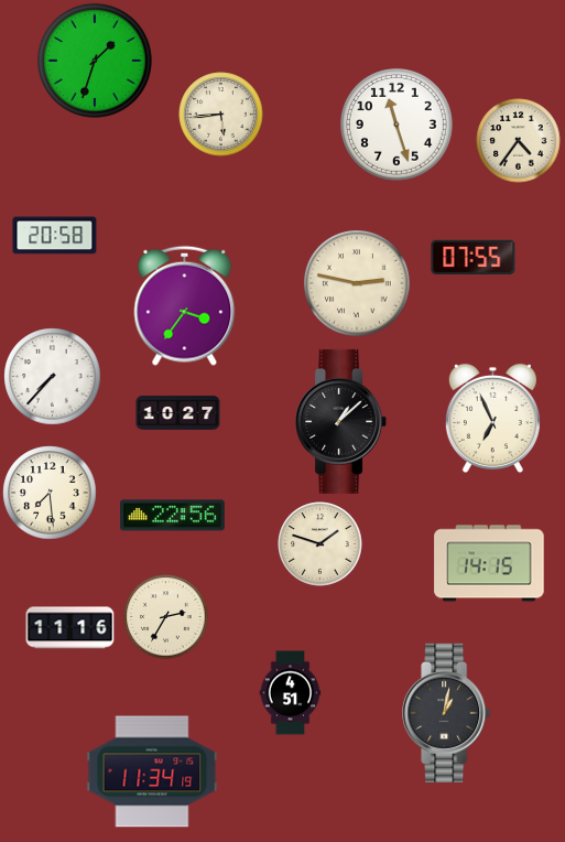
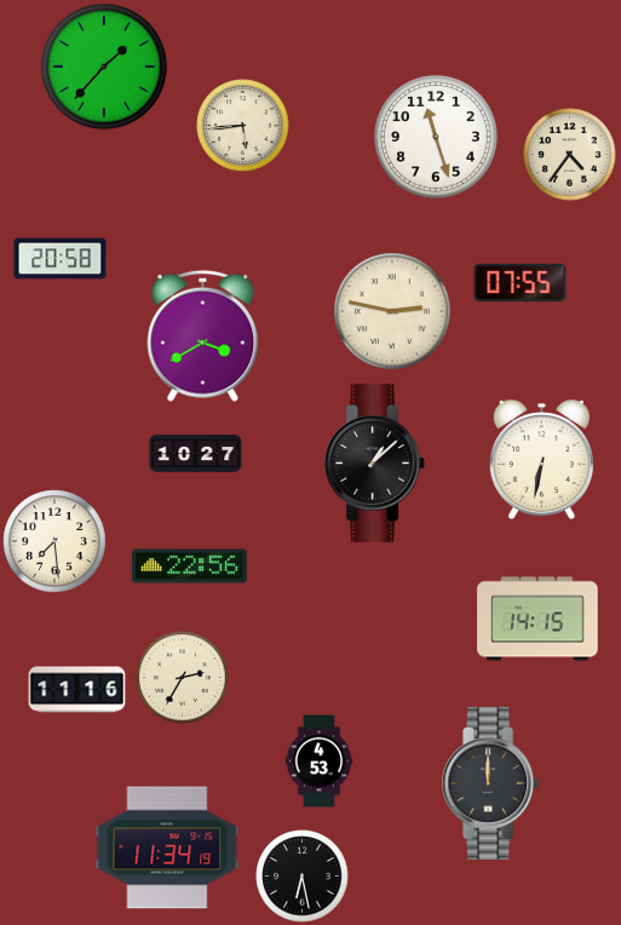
clock at (95, 61): 1:33 -> 1:37
clock at (185, 305): 3:36 -> 3:40
clock at (53, 377): 7:37 -> none
clock at (492, 419): 6:56 -> 6:32
clock at (320, 544): 1:48 -> none
clock at (291, 693): 4:51 -> 4:53
clock at (447, 713): 1:02 -> 12:00
clock at (303, 877): none -> 6:28
